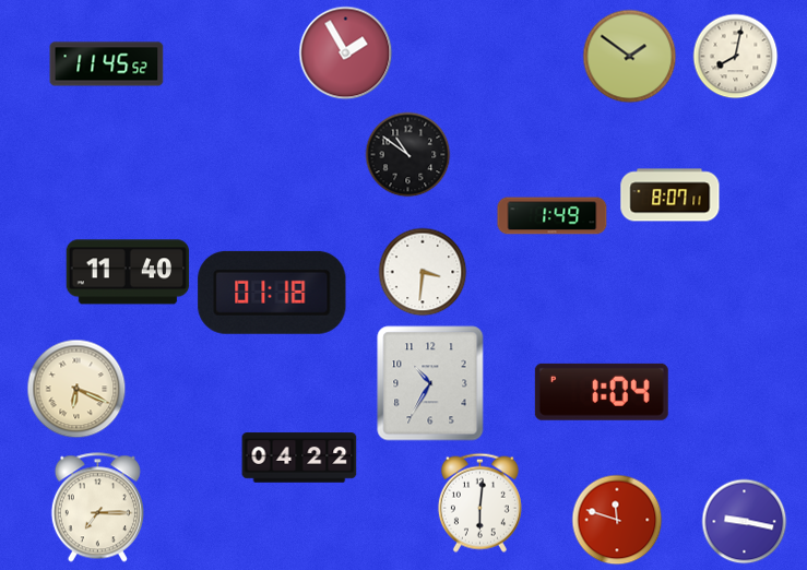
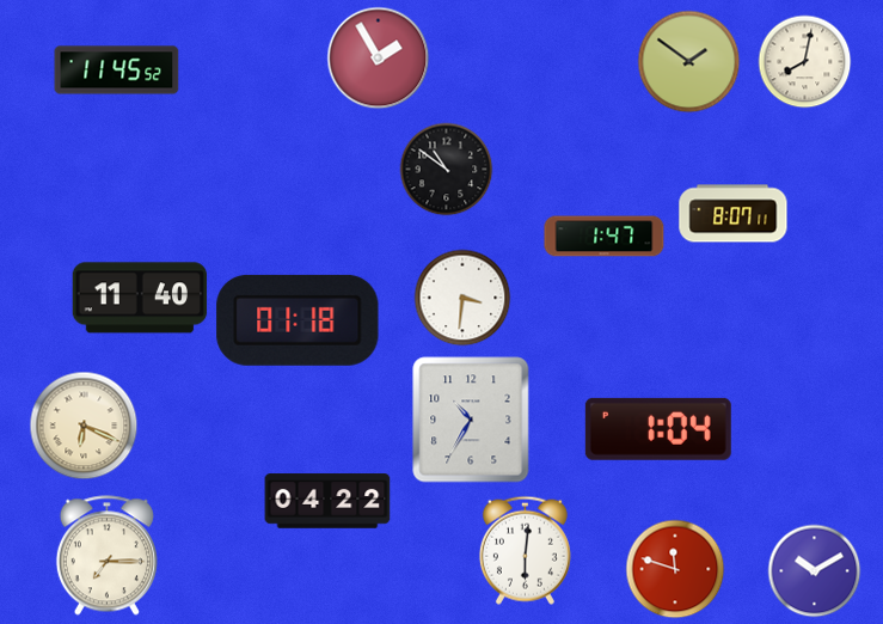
clock at (553, 216): 1:49 -> 1:47
clock at (744, 521): 9:17 -> 10:10
